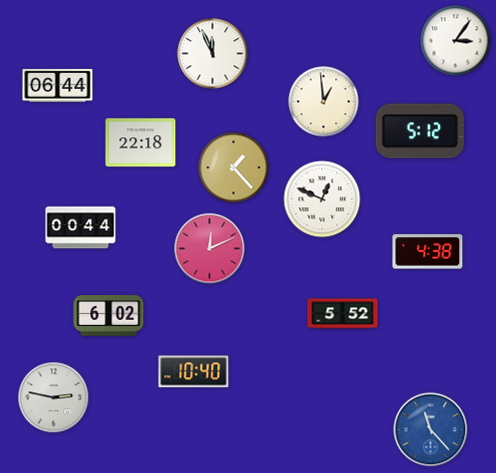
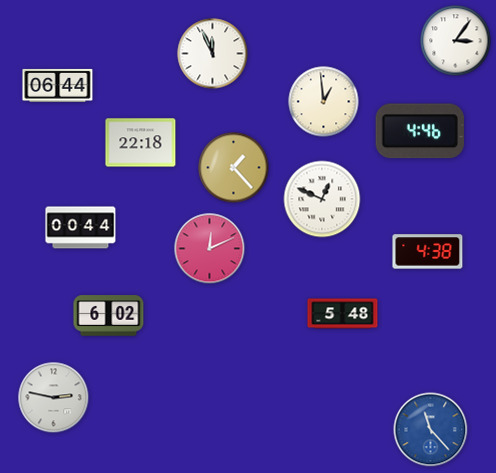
clock at (420, 131): 5:12 -> 4:46
clock at (343, 314): 5:52 -> 5:48
clock at (194, 372): 10:40 -> none
